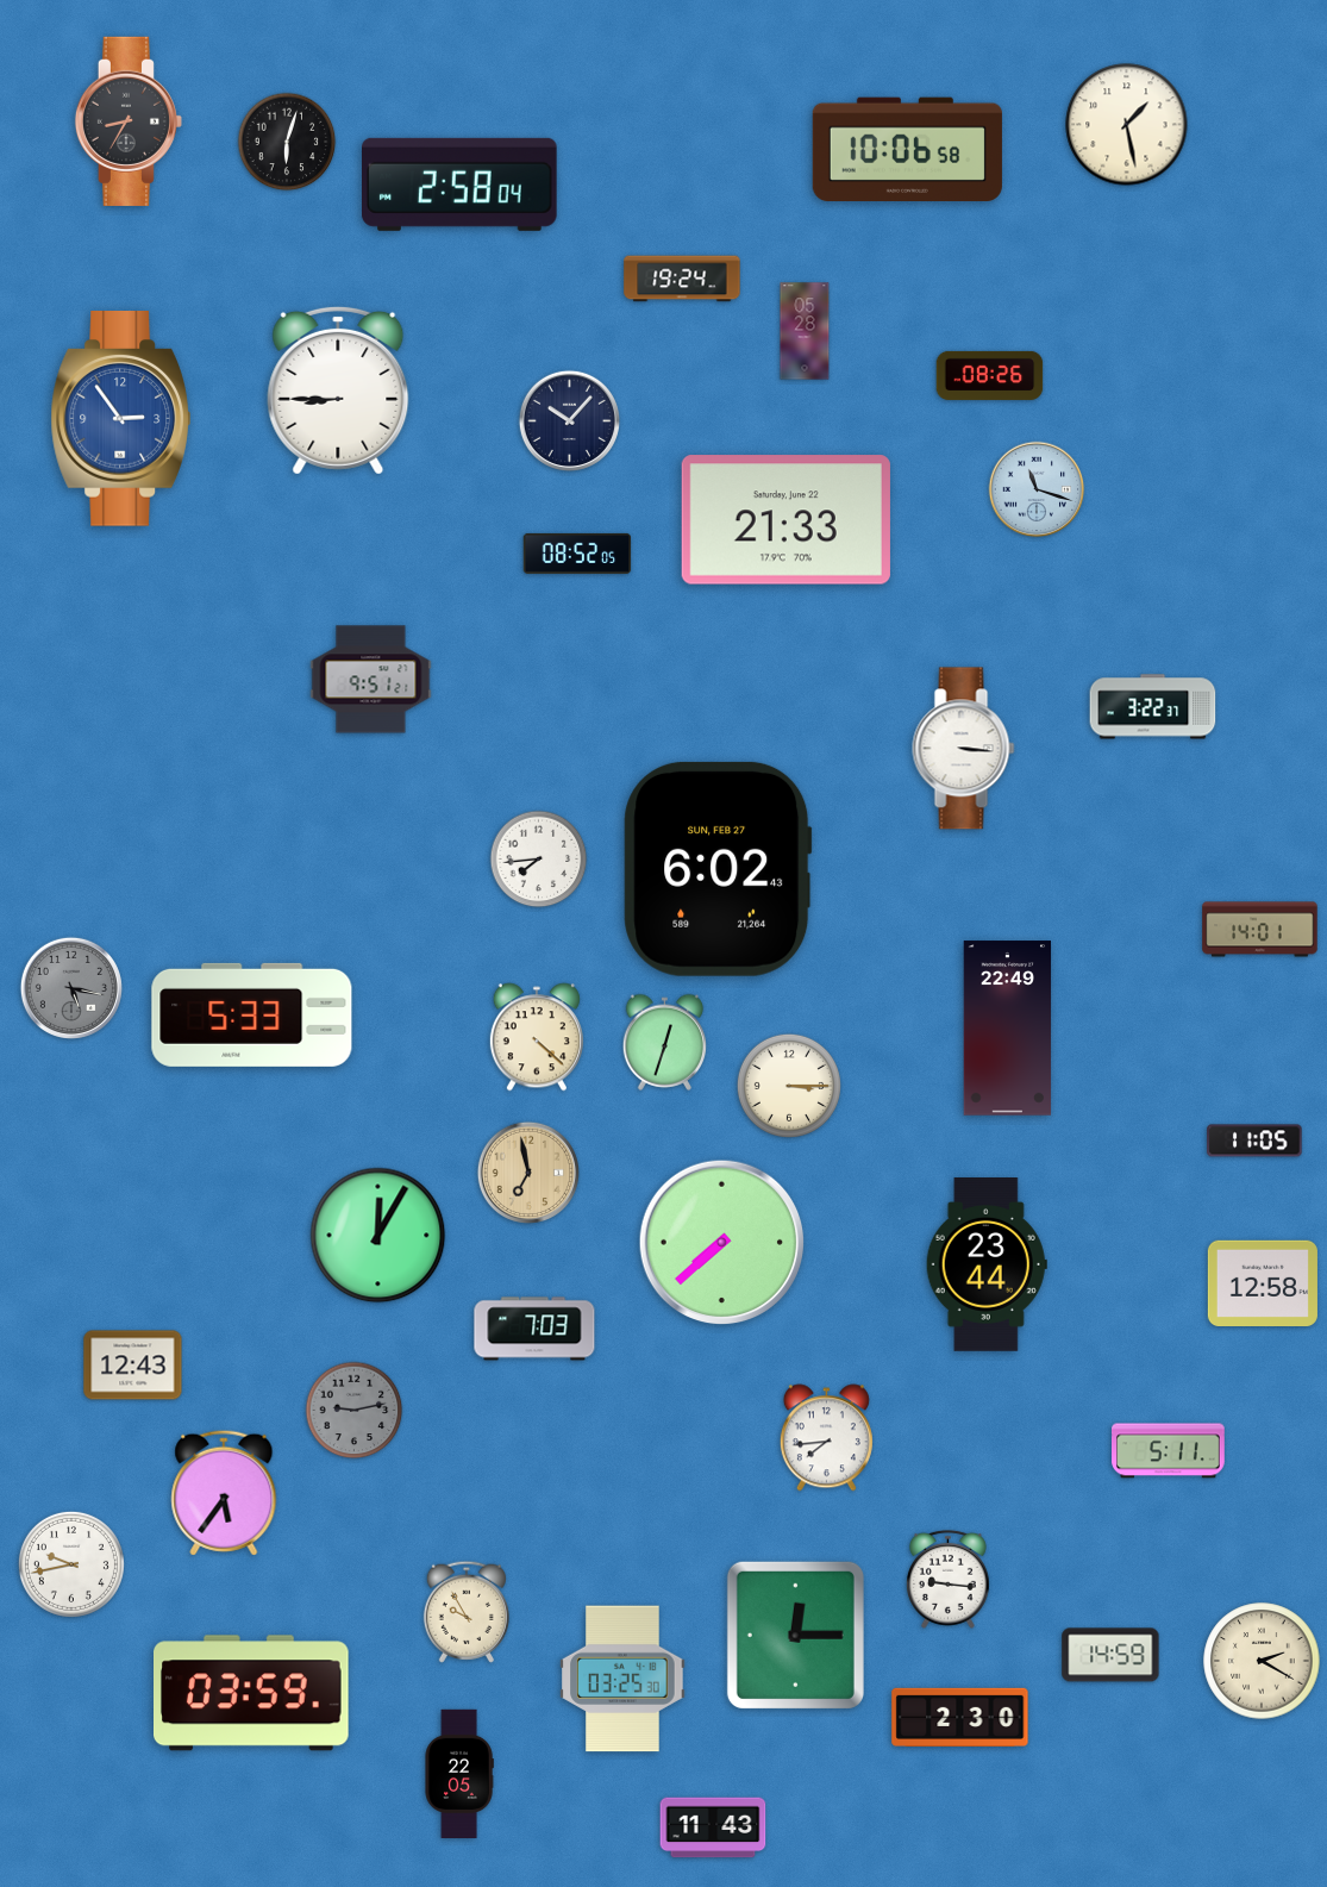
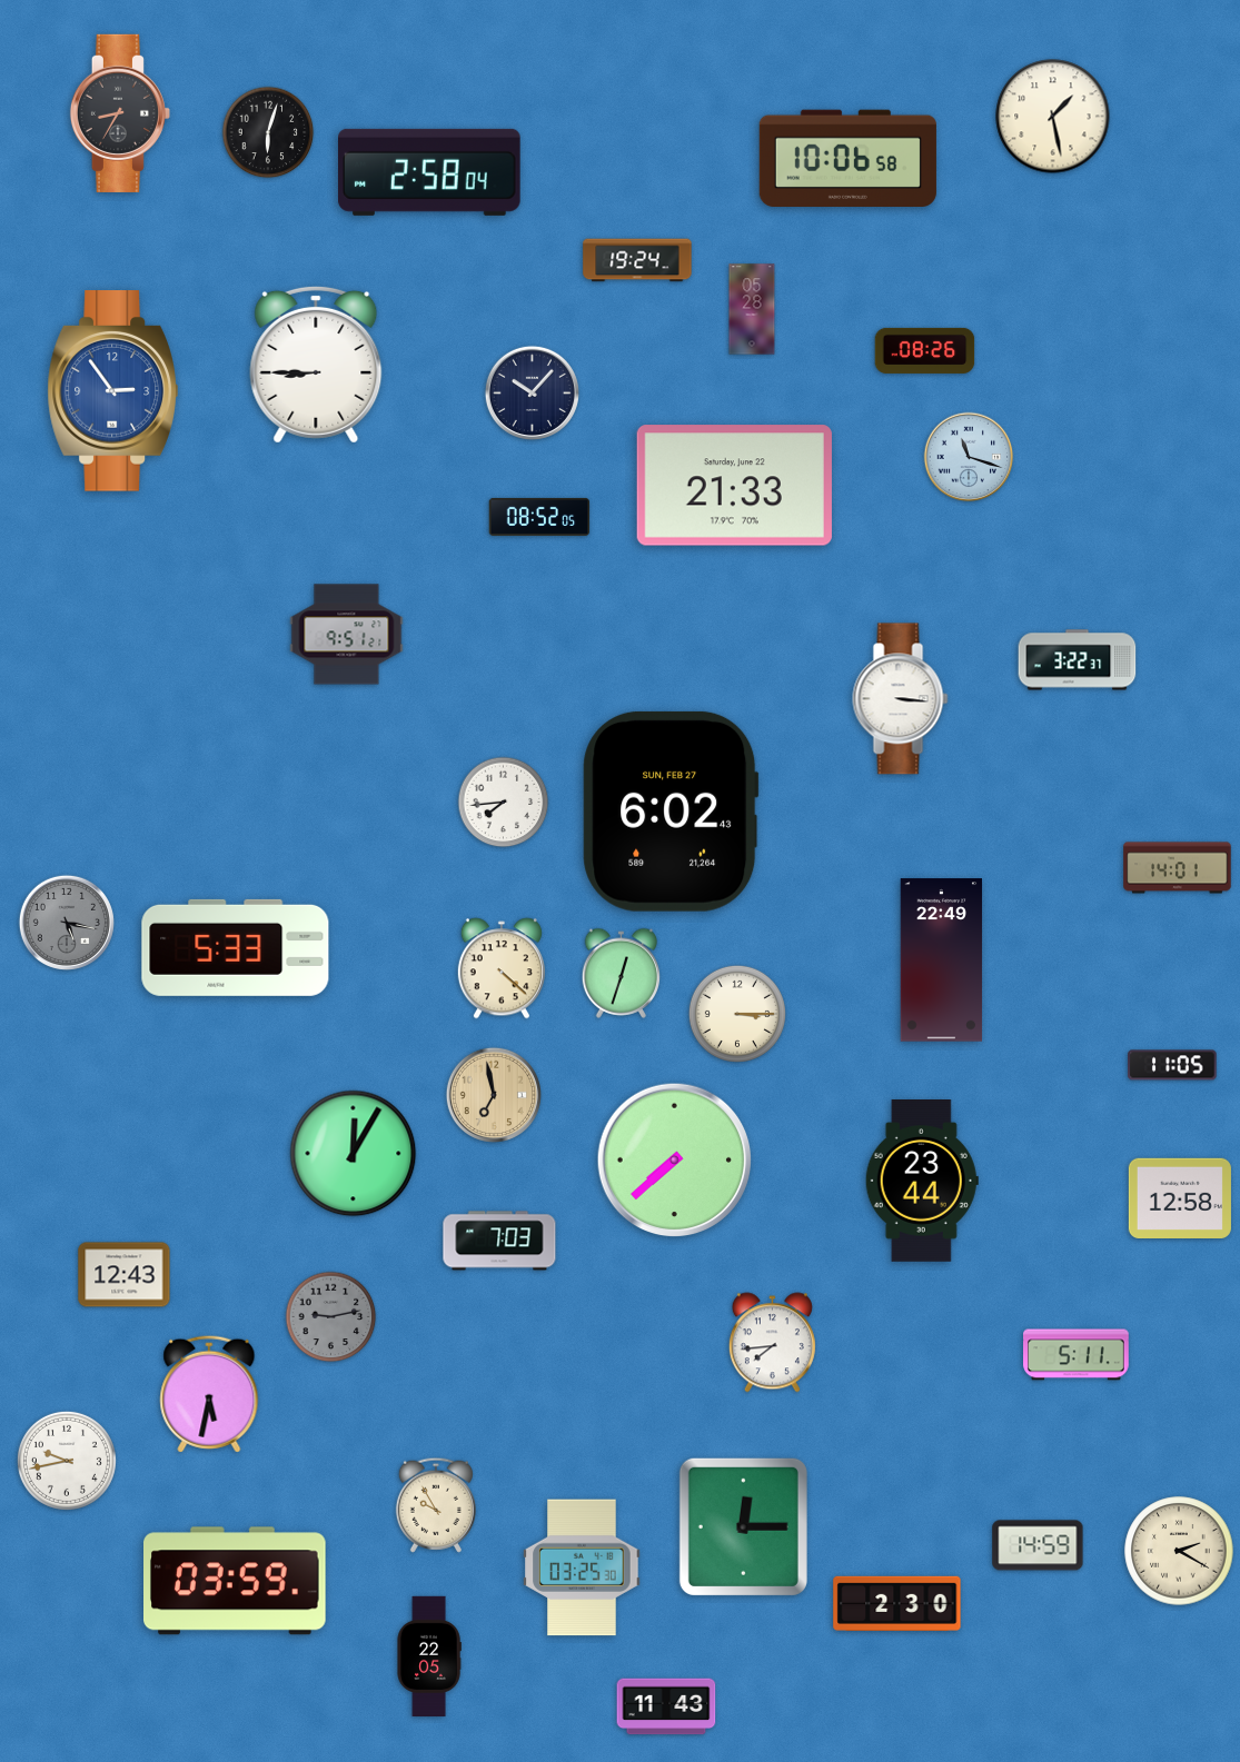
clock at (907, 150) position: (907, 150) -> (847, 159)
clock at (1169, 1451) position: (1169, 1451) -> (1077, 1355)
clock at (224, 1493): 5:36 -> 5:32
clock at (947, 1579): 9:16 -> none
